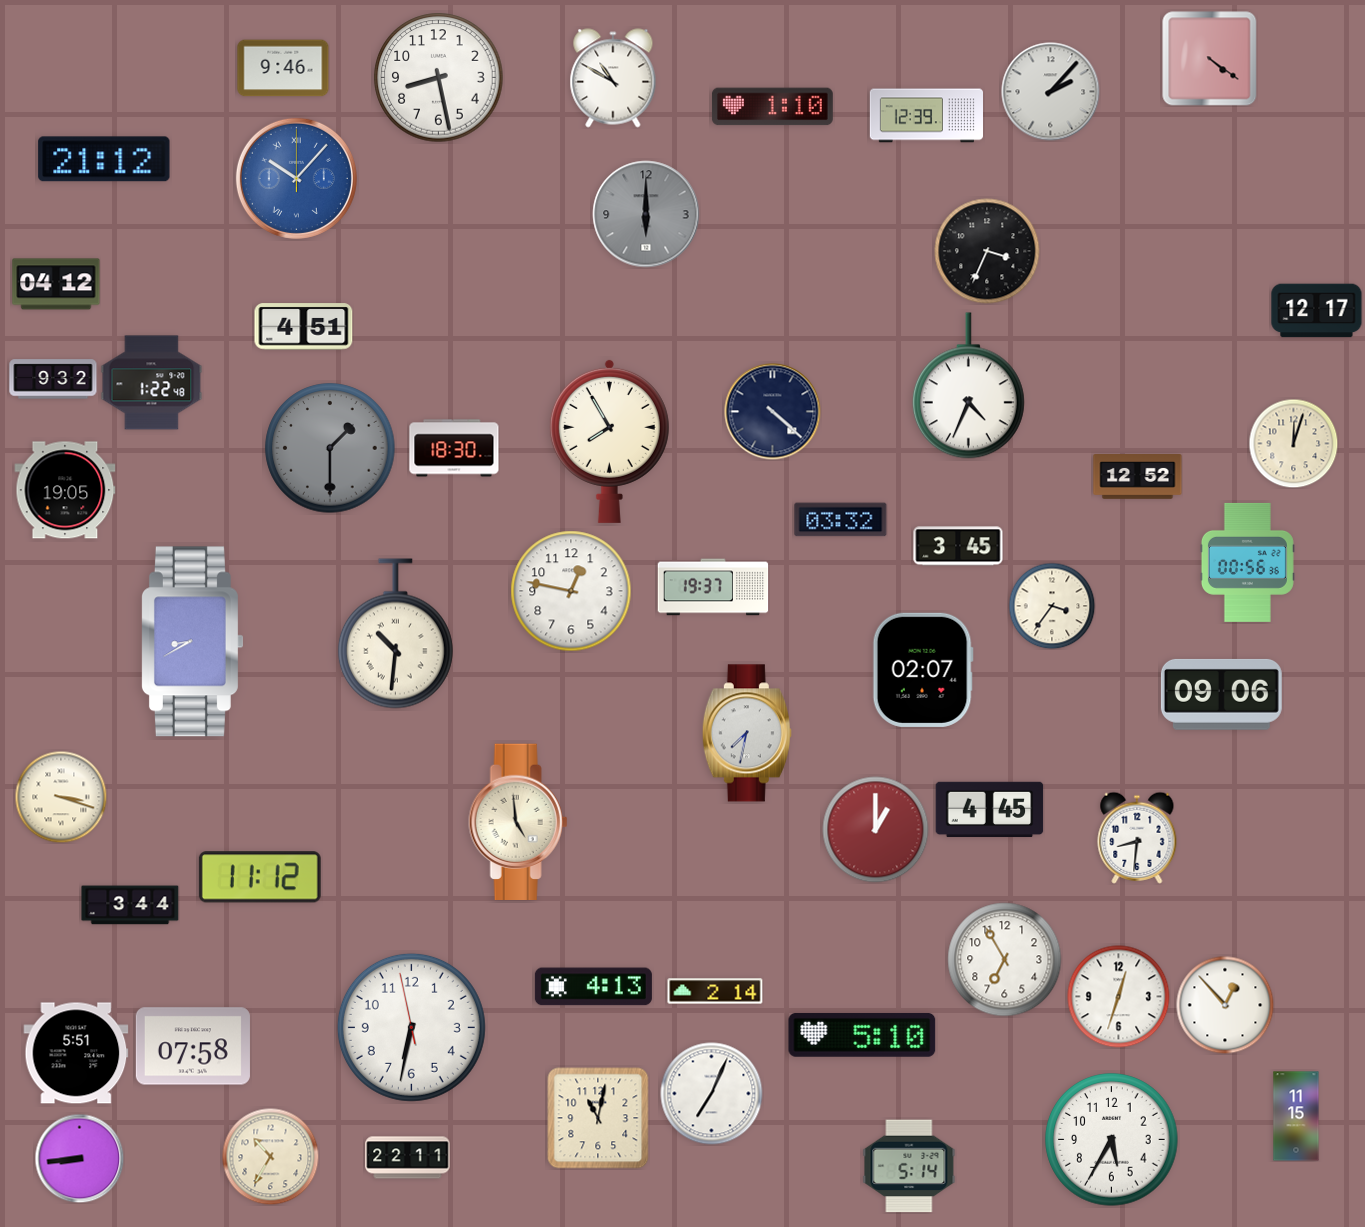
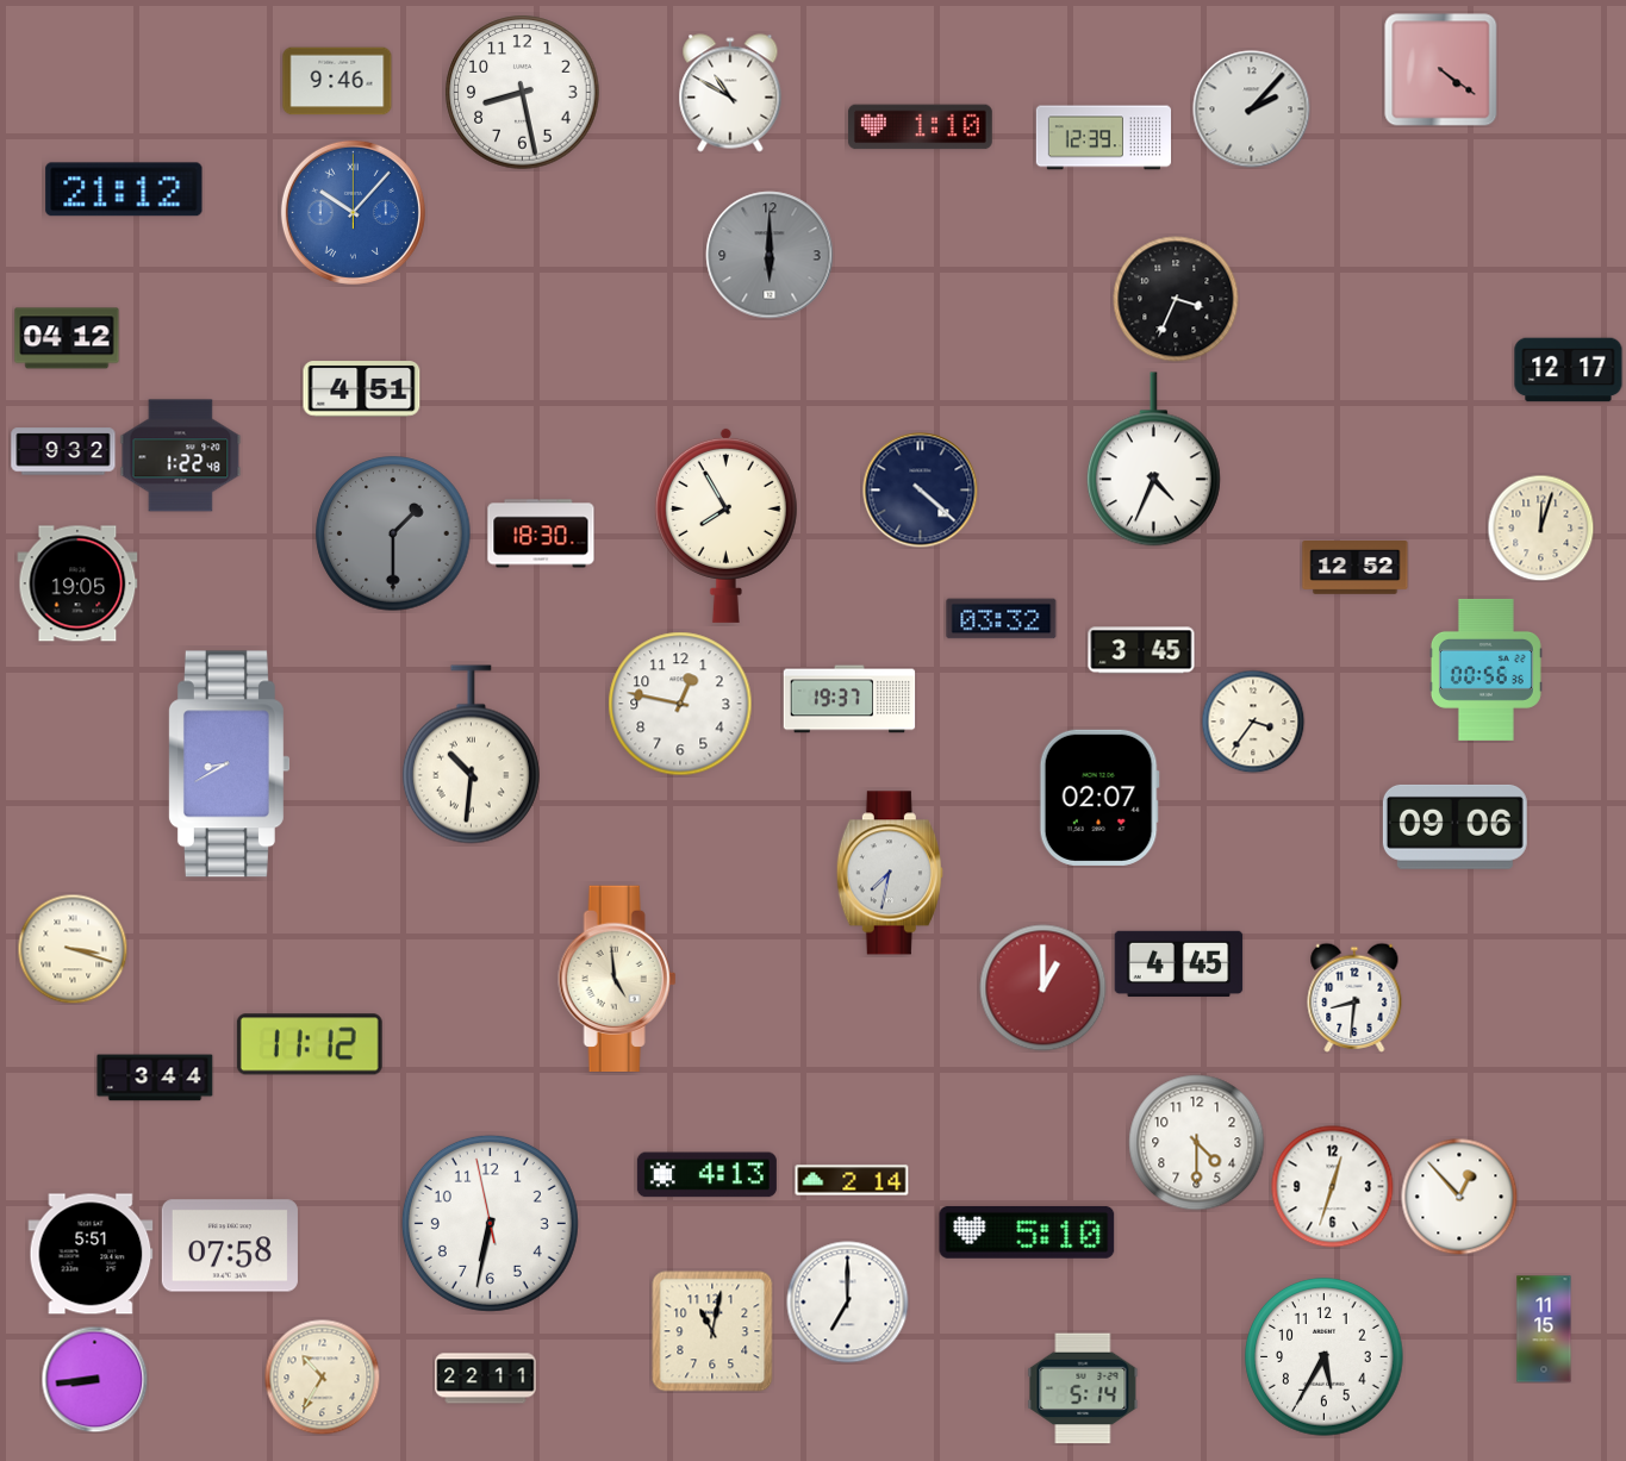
clock at (1005, 960): 6:55 -> 4:30
clock at (712, 1094): 7:04 -> 7:00
